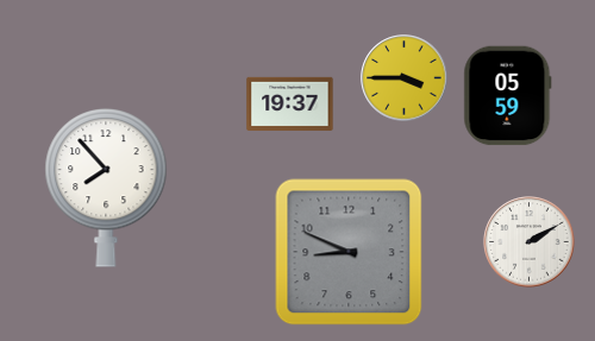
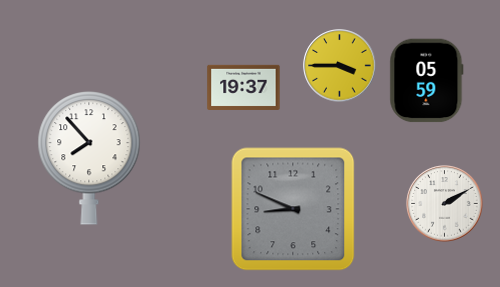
clock at (349, 252) position: (349, 252) -> (293, 209)
